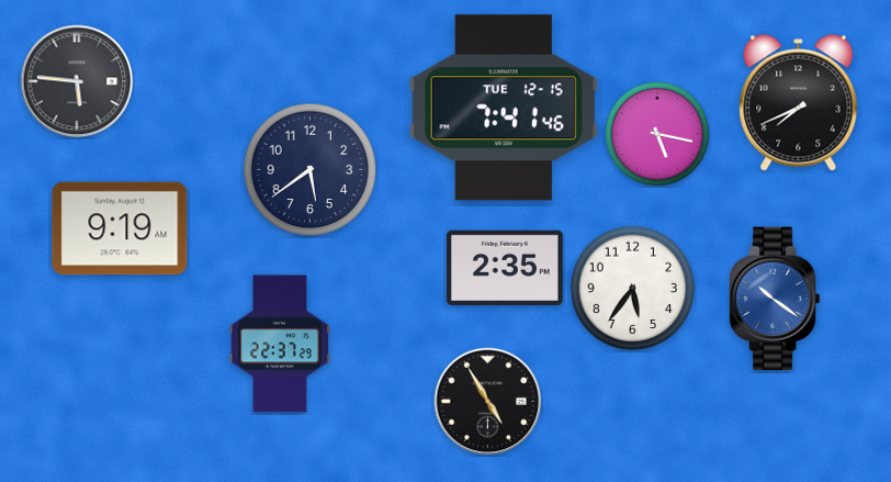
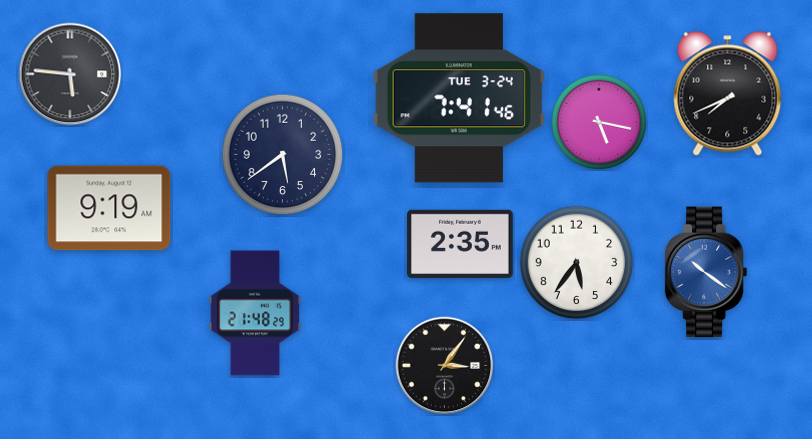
clock at (504, 108) date: TUE 12-15 -> TUE 3-24
clock at (280, 344): 22:37 -> 21:48
clock at (488, 402): 4:55 -> 3:06
